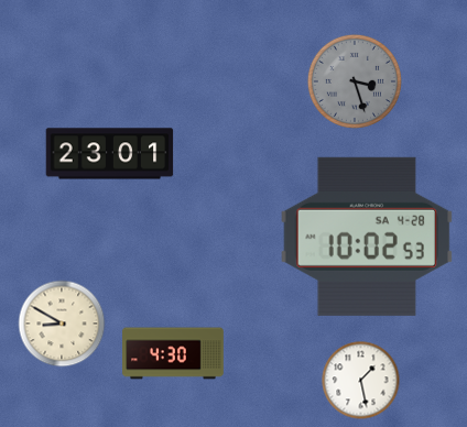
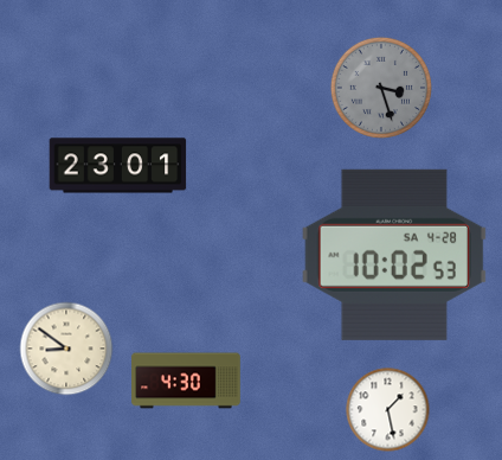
clock at (62, 324): 8:50 -> 8:51
